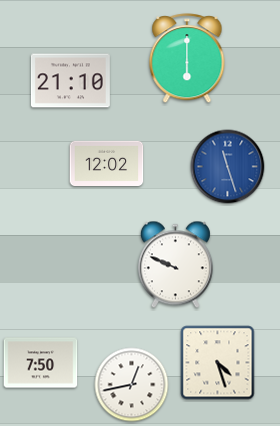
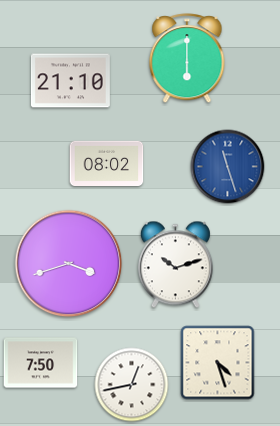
clock at (107, 163): 12:02 -> 08:02
clock at (69, 264): none -> 3:42
clock at (175, 265): 9:49 -> 10:12
